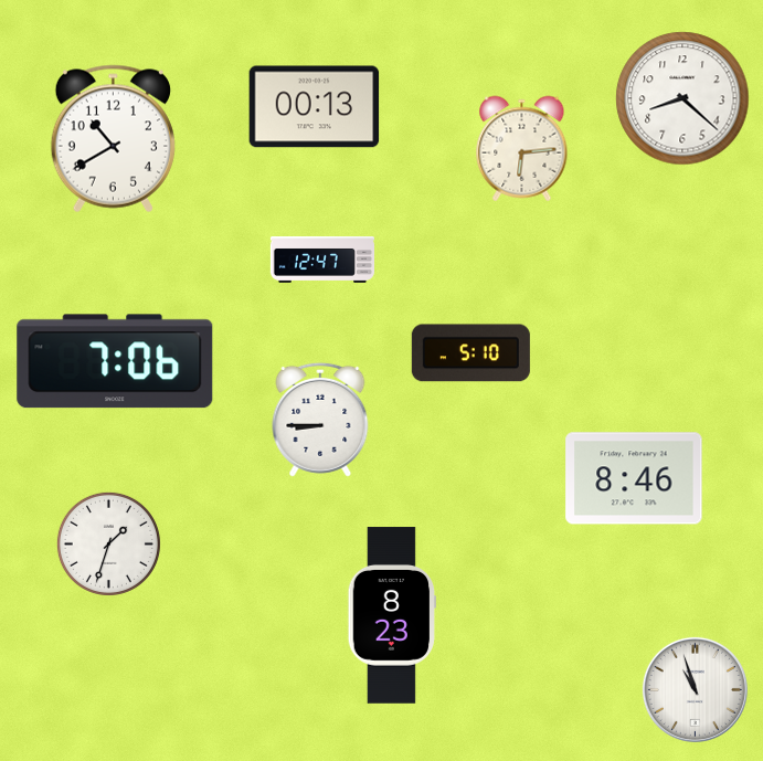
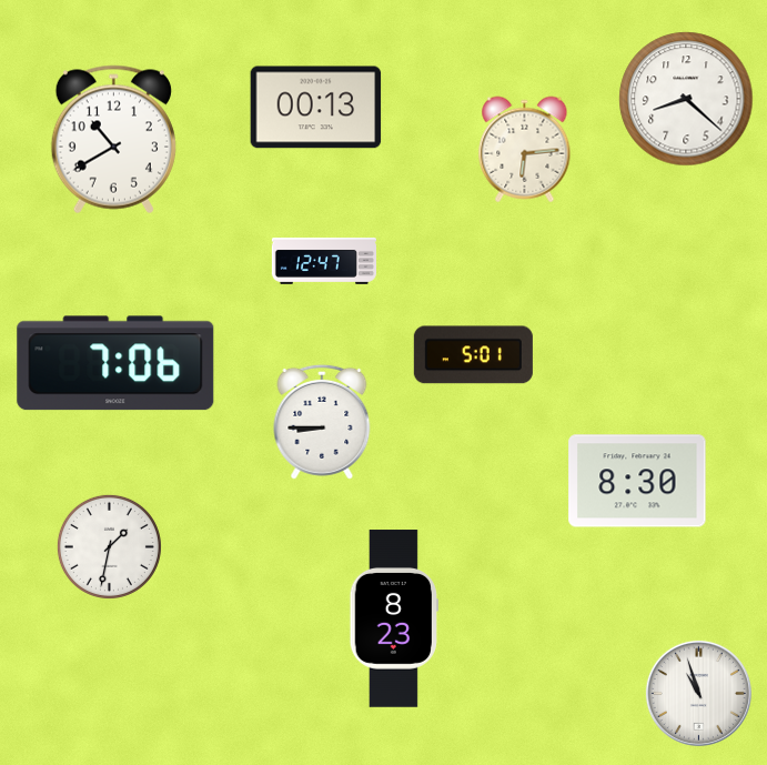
clock at (470, 353): 5:10 -> 5:01
clock at (634, 478): 8:46 -> 8:30
clock at (108, 543): 1:33 -> 1:32
